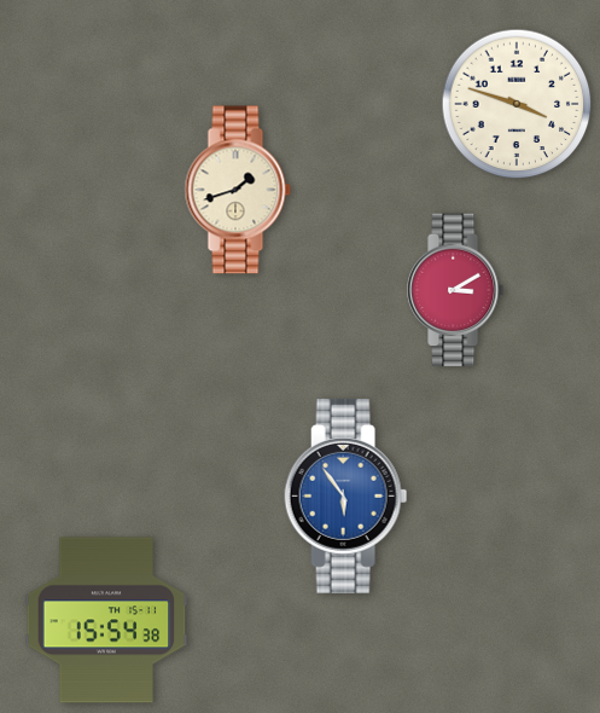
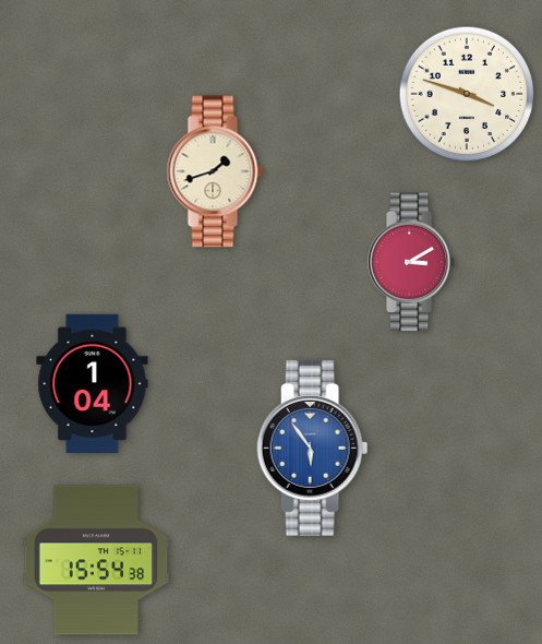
clock at (93, 383): none -> 1:04
